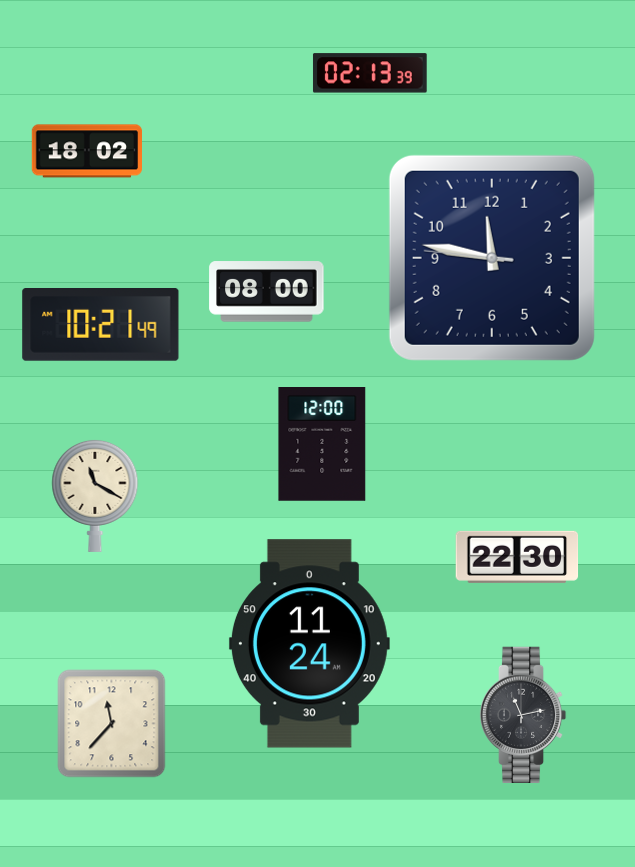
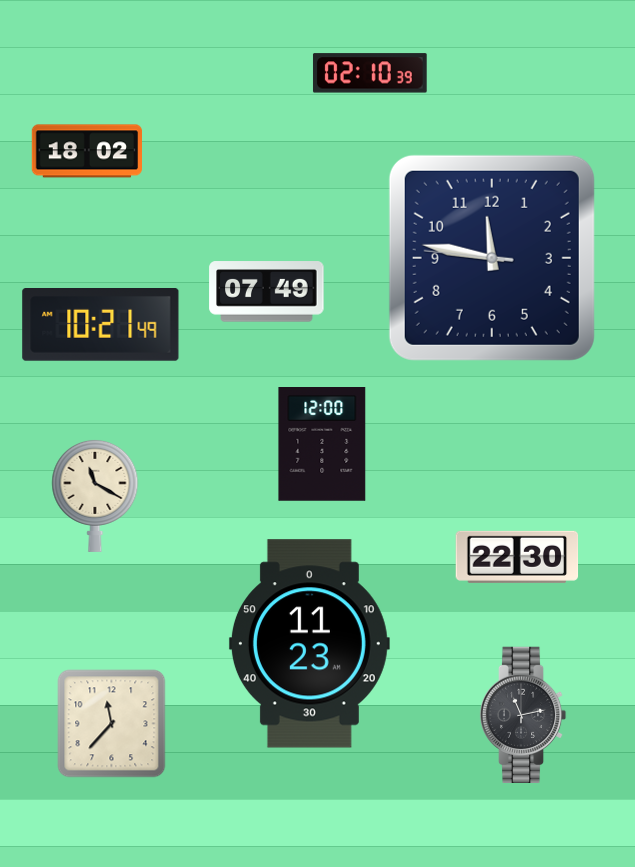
clock at (370, 73): 02:13 -> 02:10
clock at (267, 292): 08:00 -> 07:49
clock at (309, 644): 11:24 -> 11:23
